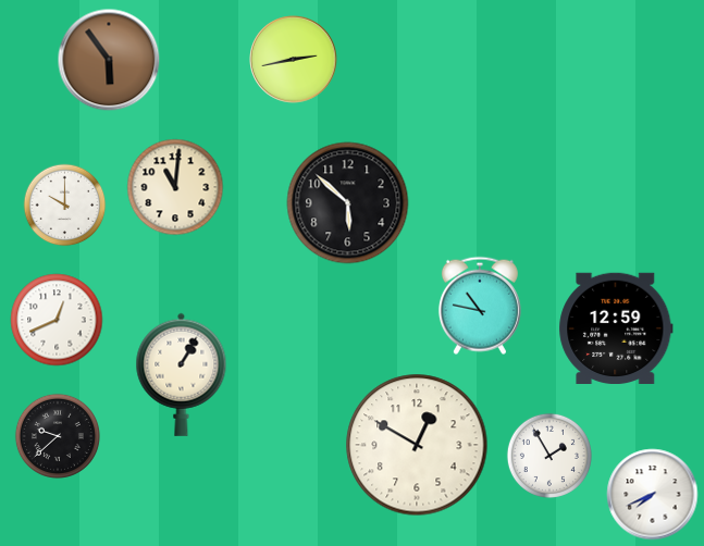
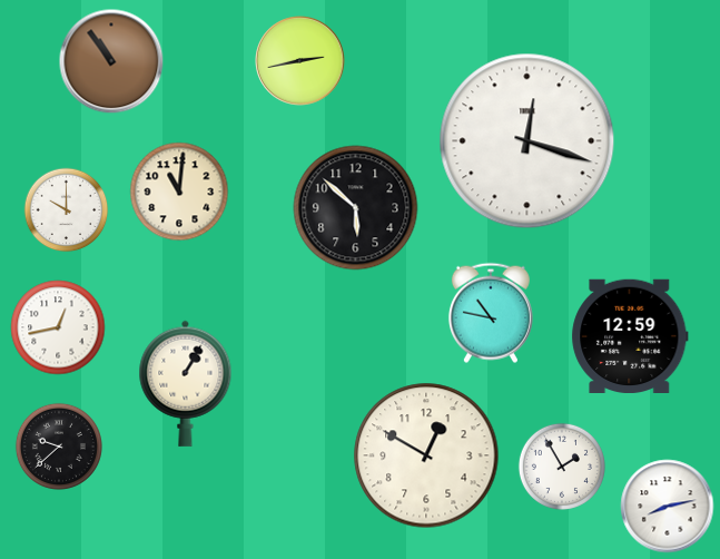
clock at (109, 60): 5:54 -> 10:54
clock at (527, 141): none -> 12:18
clock at (57, 320): 12:41 -> 12:43
clock at (653, 495): 7:41 -> 8:13
